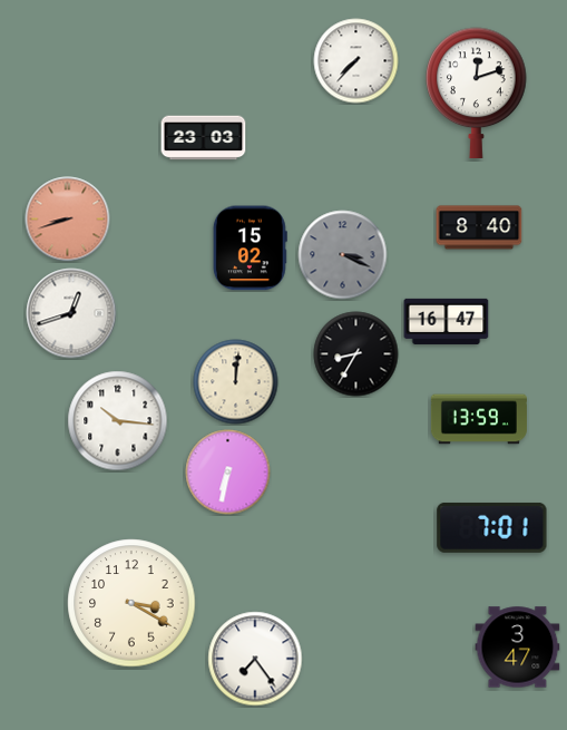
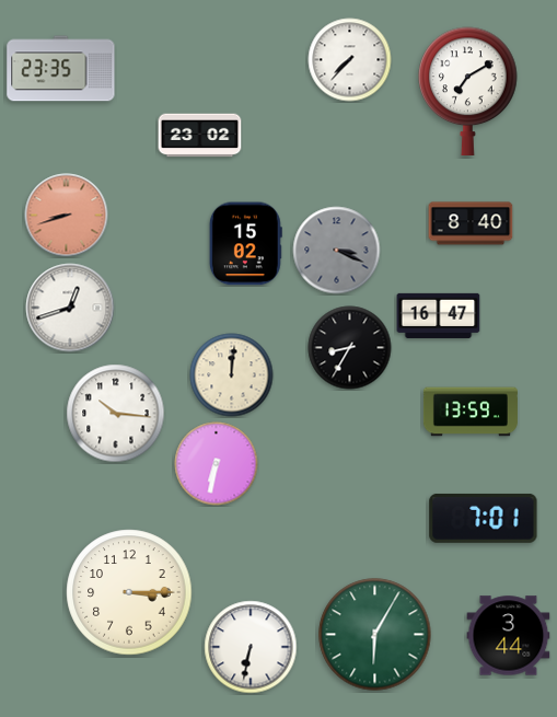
clock at (61, 69): none -> 23:35
clock at (477, 93): 12:12 -> 7:10
clock at (204, 138): 23:03 -> 23:02
clock at (228, 473) position: (228, 473) -> (217, 464)
clock at (131, 603): 3:20 -> 3:15
clock at (375, 635): none -> 6:05
clock at (518, 648): 3:47 -> 3:44
clock at (255, 659): 7:24 -> 6:32
